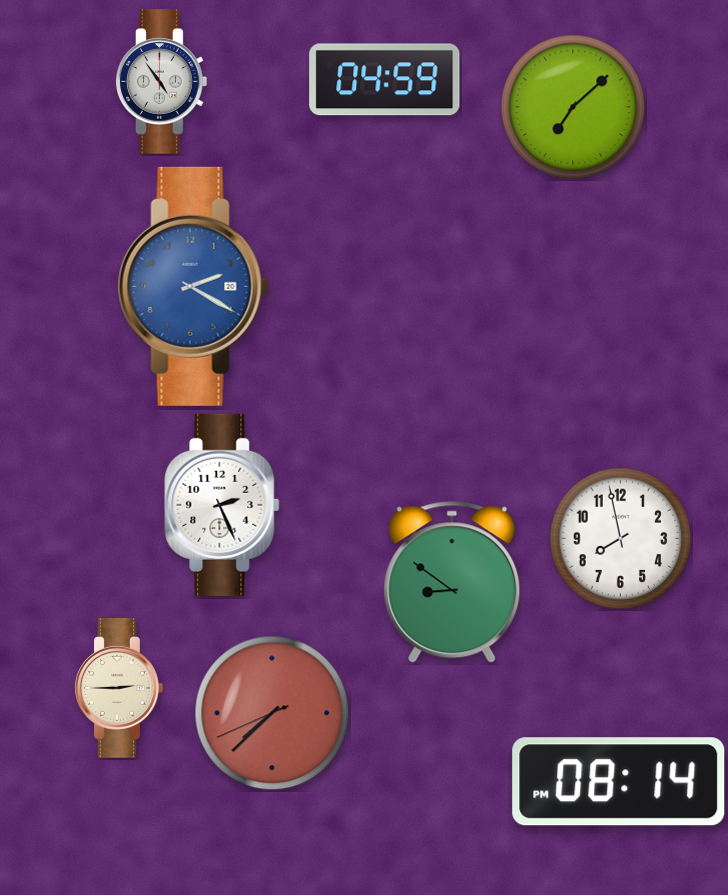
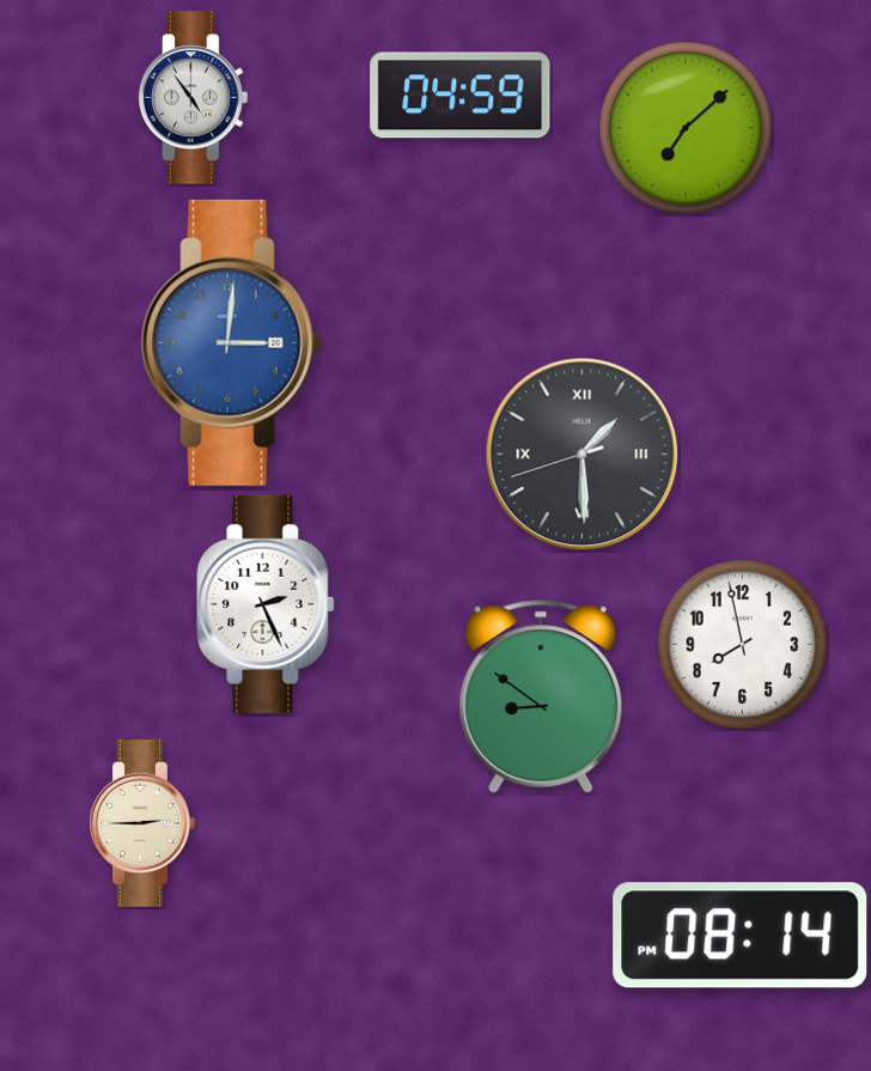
clock at (193, 286): 2:20 -> 3:01
clock at (583, 455): none -> 1:29
clock at (272, 713): 7:37 -> none
